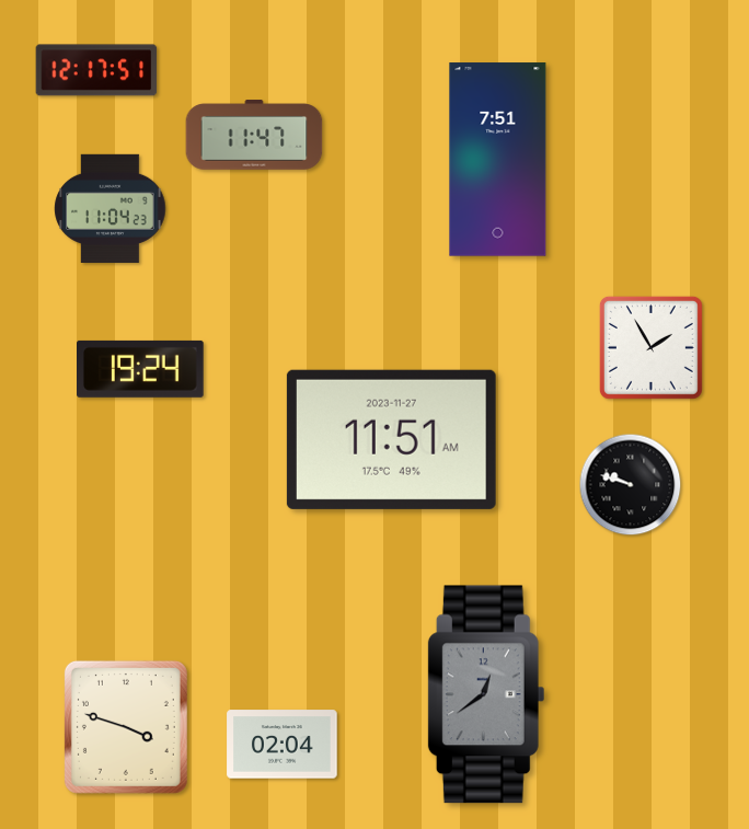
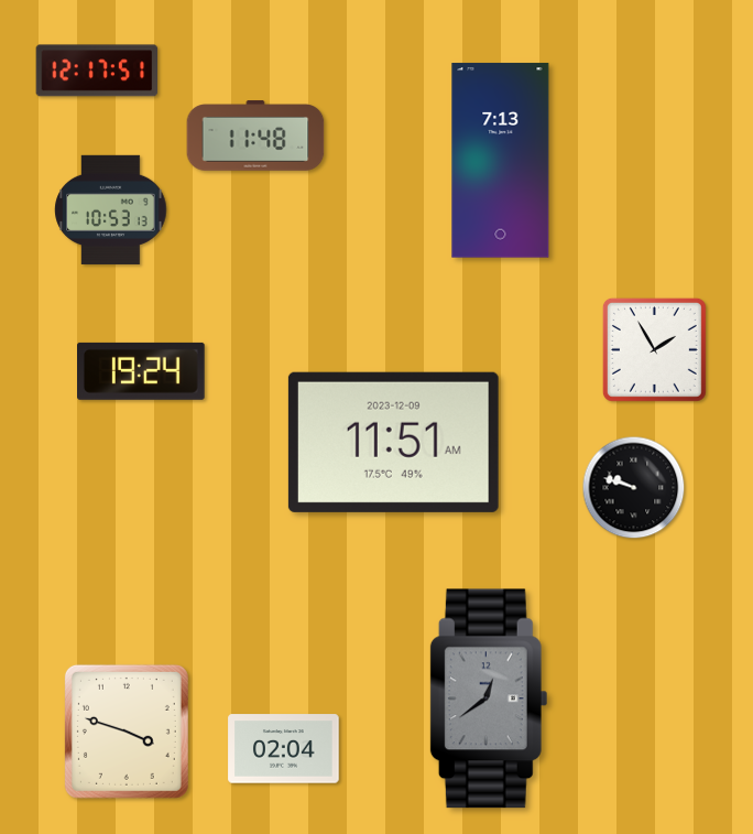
clock at (254, 135): 11:47 -> 11:48
clock at (498, 160): 7:51 -> 7:13
clock at (111, 208): 11:04 -> 10:53
clock at (391, 439) date: 2023-11-27 -> 2023-12-09
